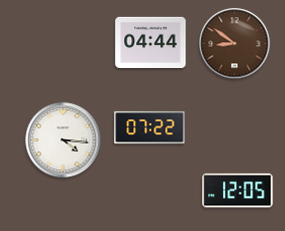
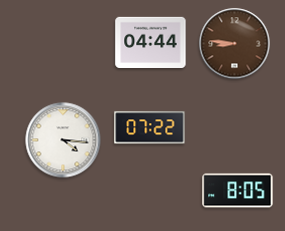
clock at (235, 44): 8:51 -> 8:46
clock at (238, 191): 12:05 -> 8:05
